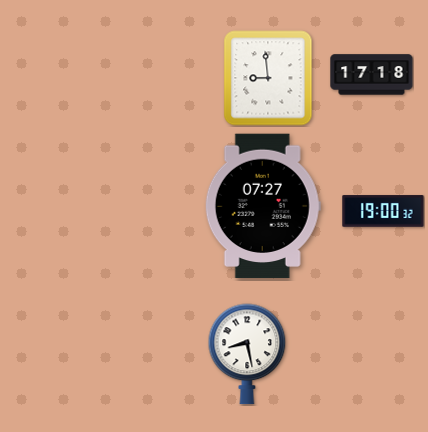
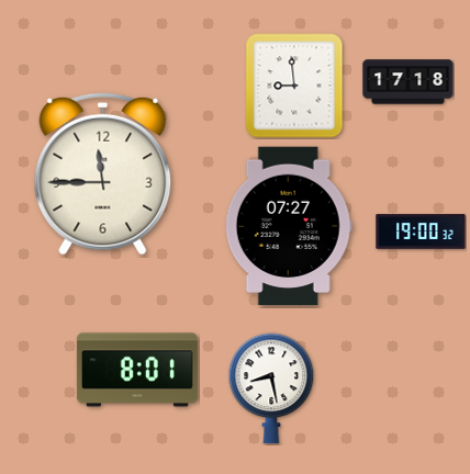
clock at (103, 173): none -> 11:45
clock at (137, 370): none -> 8:01
